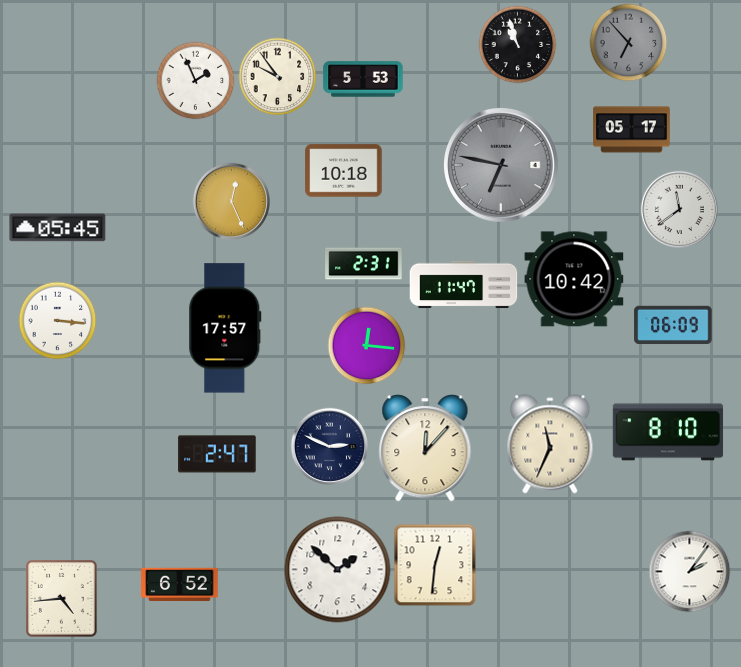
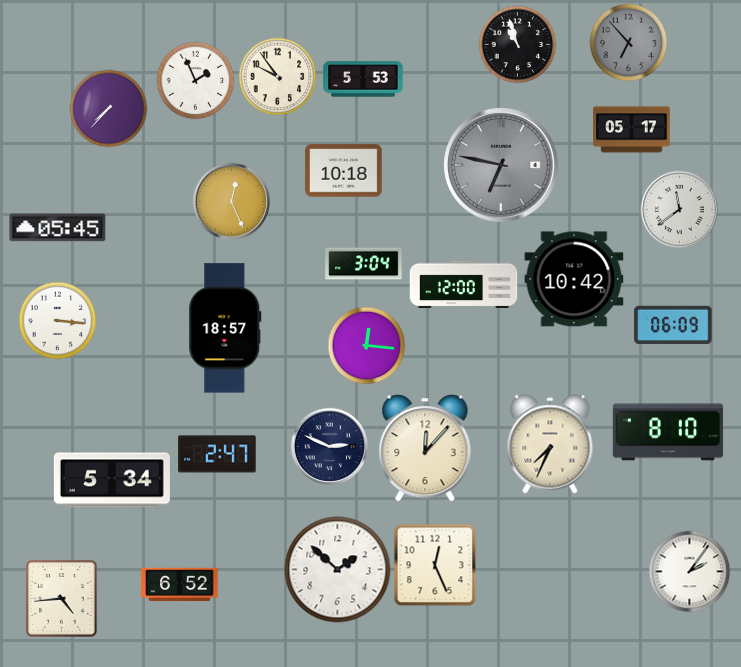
clock at (108, 108): none -> 7:37
clock at (364, 264): 2:31 -> 3:04
clock at (464, 285): 11:47 -> 12:00
clock at (225, 328): 17:57 -> 18:57
clock at (550, 444): 11:34 -> 7:34
clock at (112, 480): none -> 5:34
clock at (435, 565): 12:31 -> 12:26
